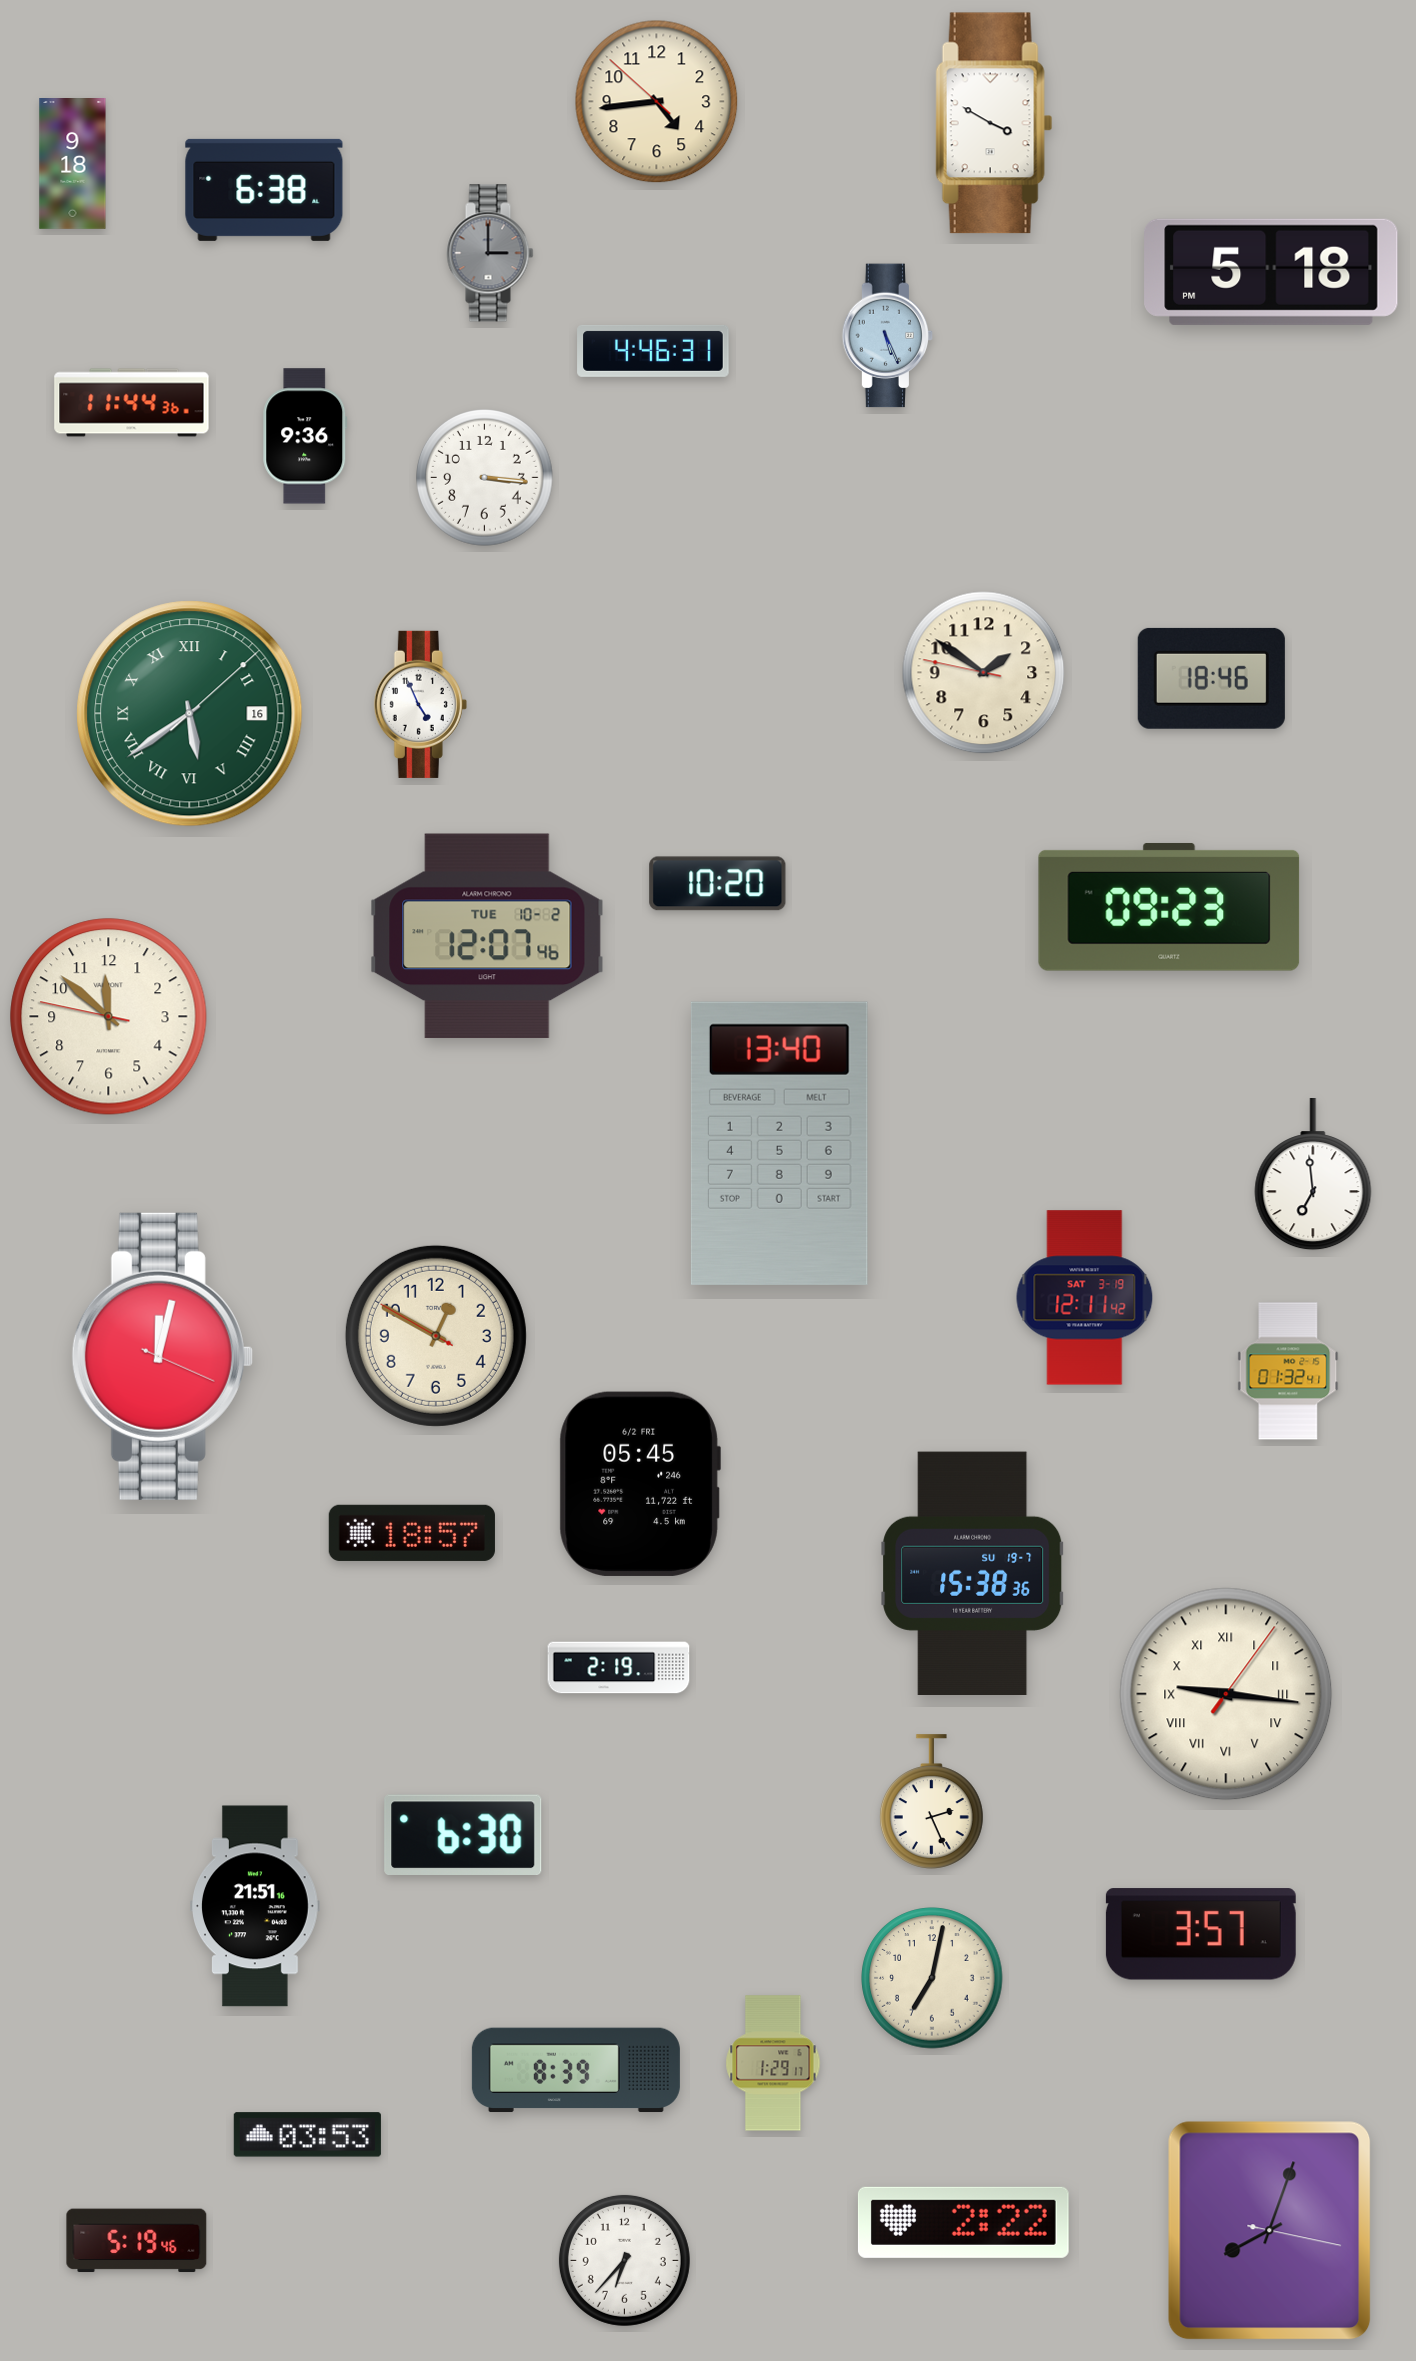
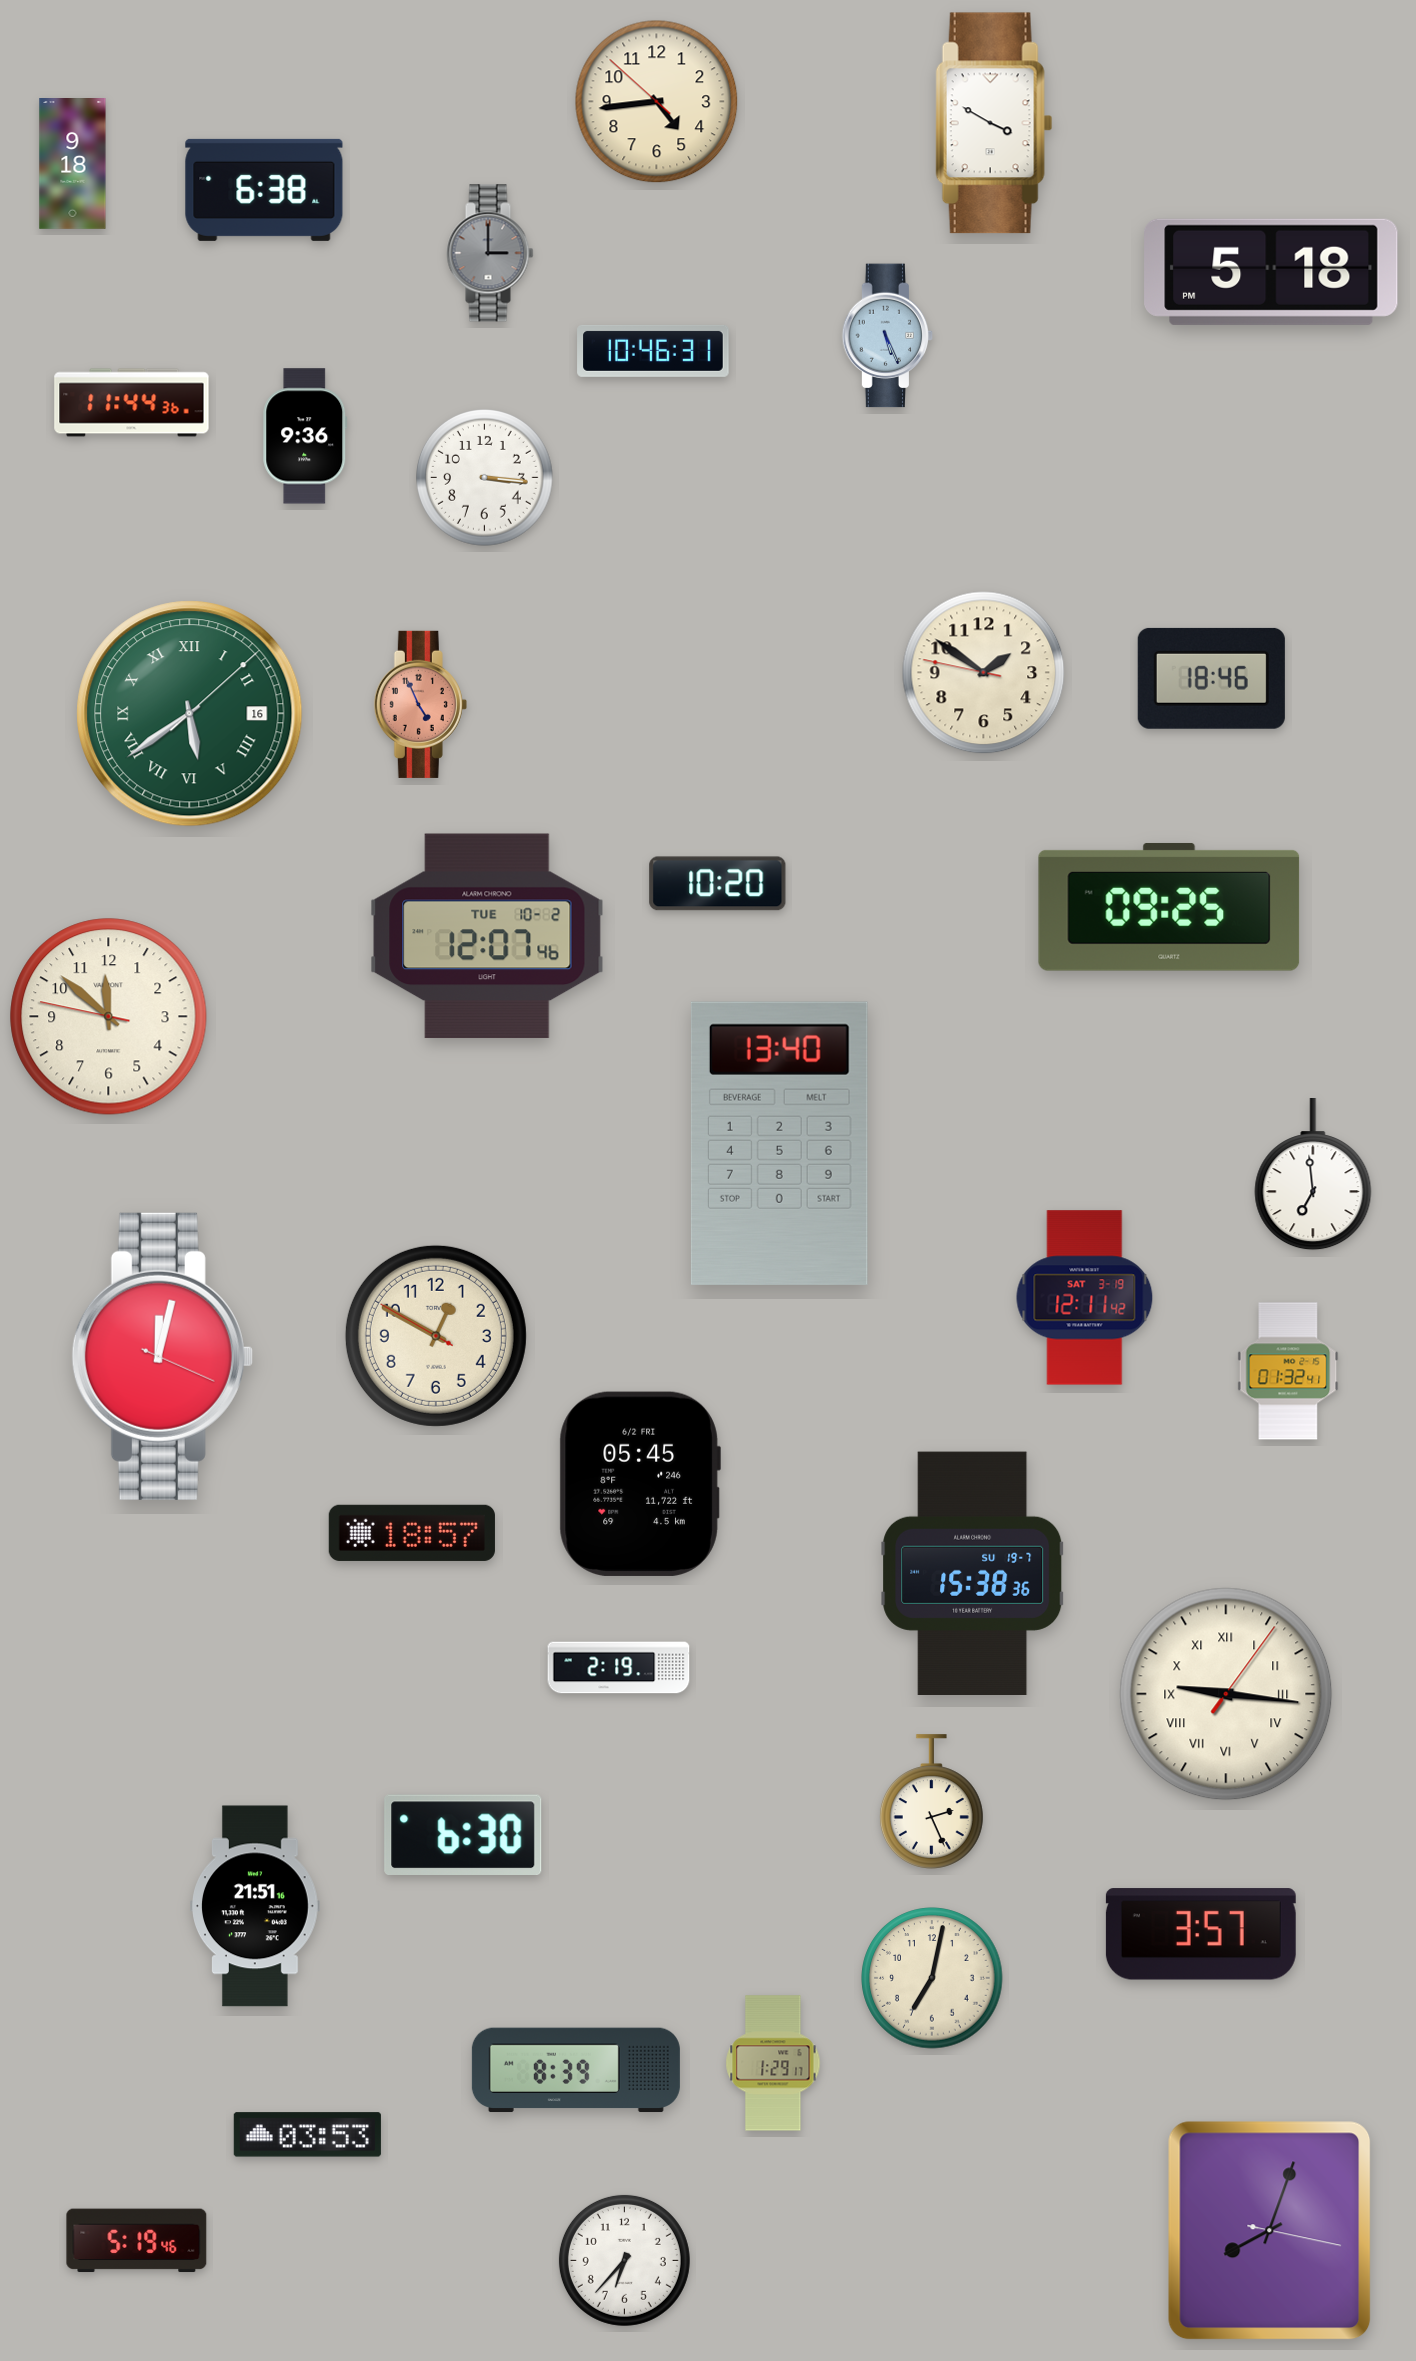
clock at (653, 351): 4:46 -> 10:46
clock at (420, 704) dial: white -> salmon
clock at (1169, 907): 09:23 -> 09:25
clock at (963, 2222): 2:22 -> none
